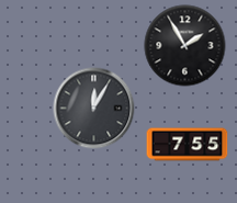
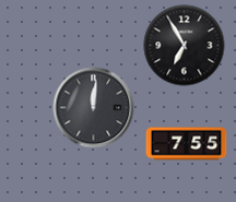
clock at (185, 46): 1:55 -> 6:55
clock at (94, 109): 12:05 -> 12:01
